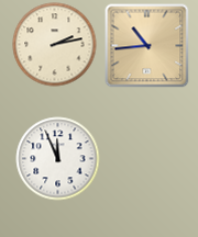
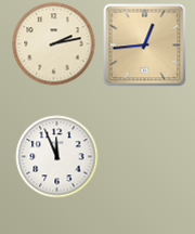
clock at (147, 46): 10:44 -> 12:44
